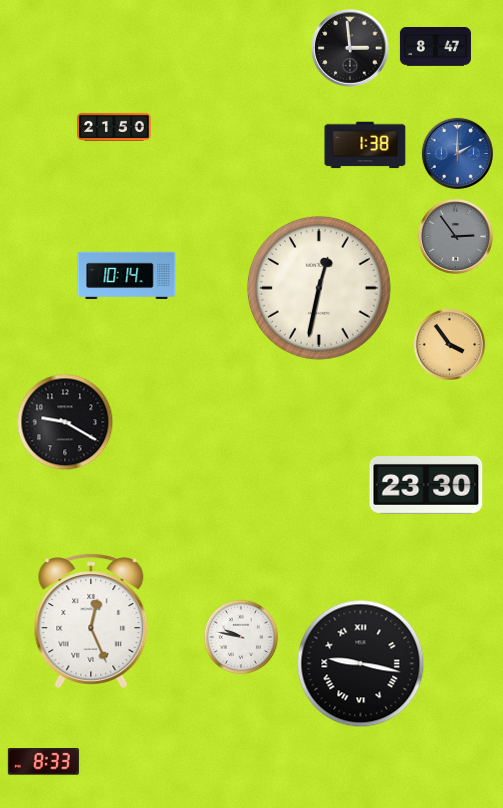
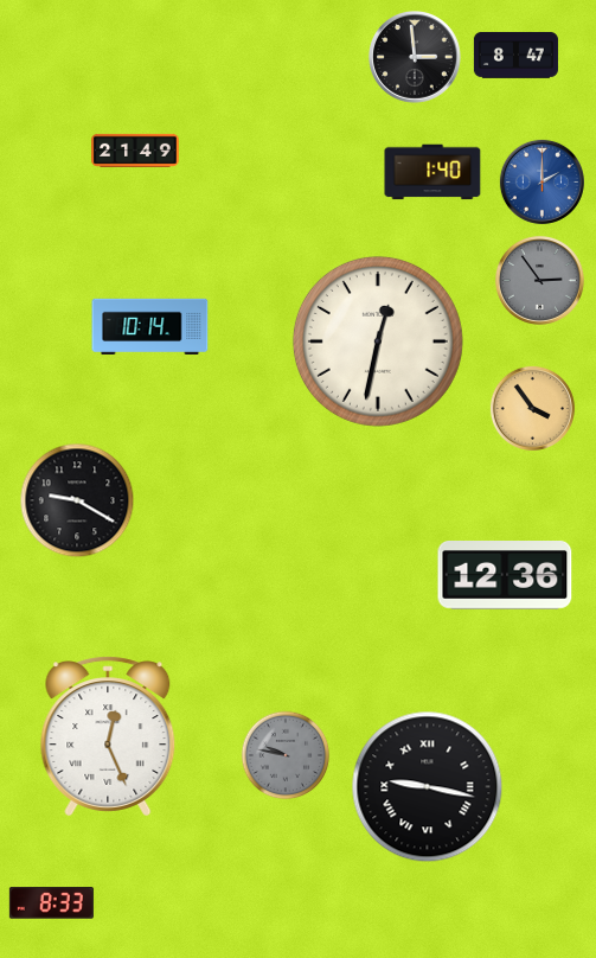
clock at (114, 127): 21:50 -> 21:49
clock at (365, 145): 1:38 -> 1:40
clock at (426, 486): 23:30 -> 12:36
clock at (241, 637) dial: white -> grey
